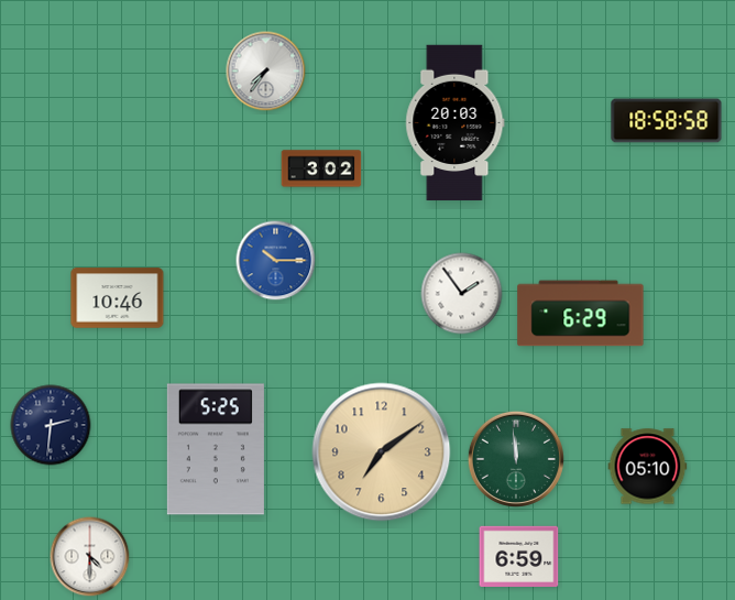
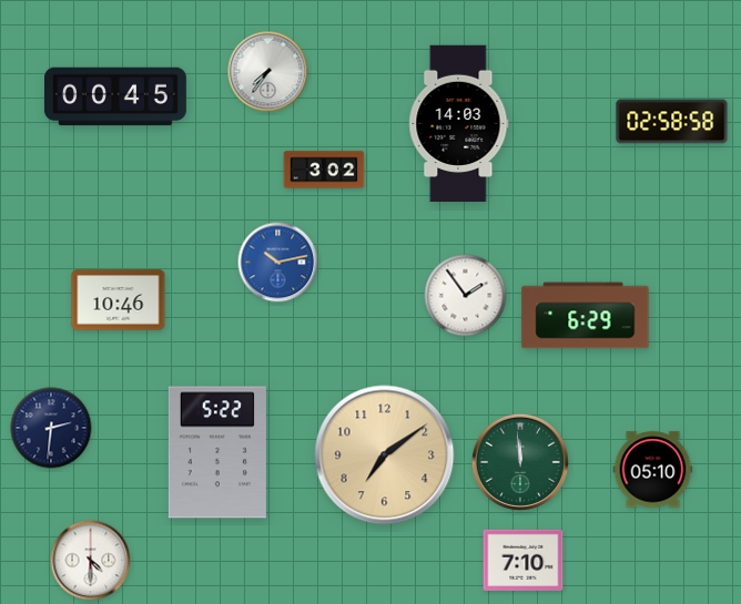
clock at (115, 96): none -> 00:45
clock at (667, 121): 18:58 -> 02:58
clock at (456, 123): 20:03 -> 14:03
clock at (276, 261): 10:15 -> 10:13
clock at (216, 449): 5:25 -> 5:22
clock at (519, 556): 6:59 -> 7:10
